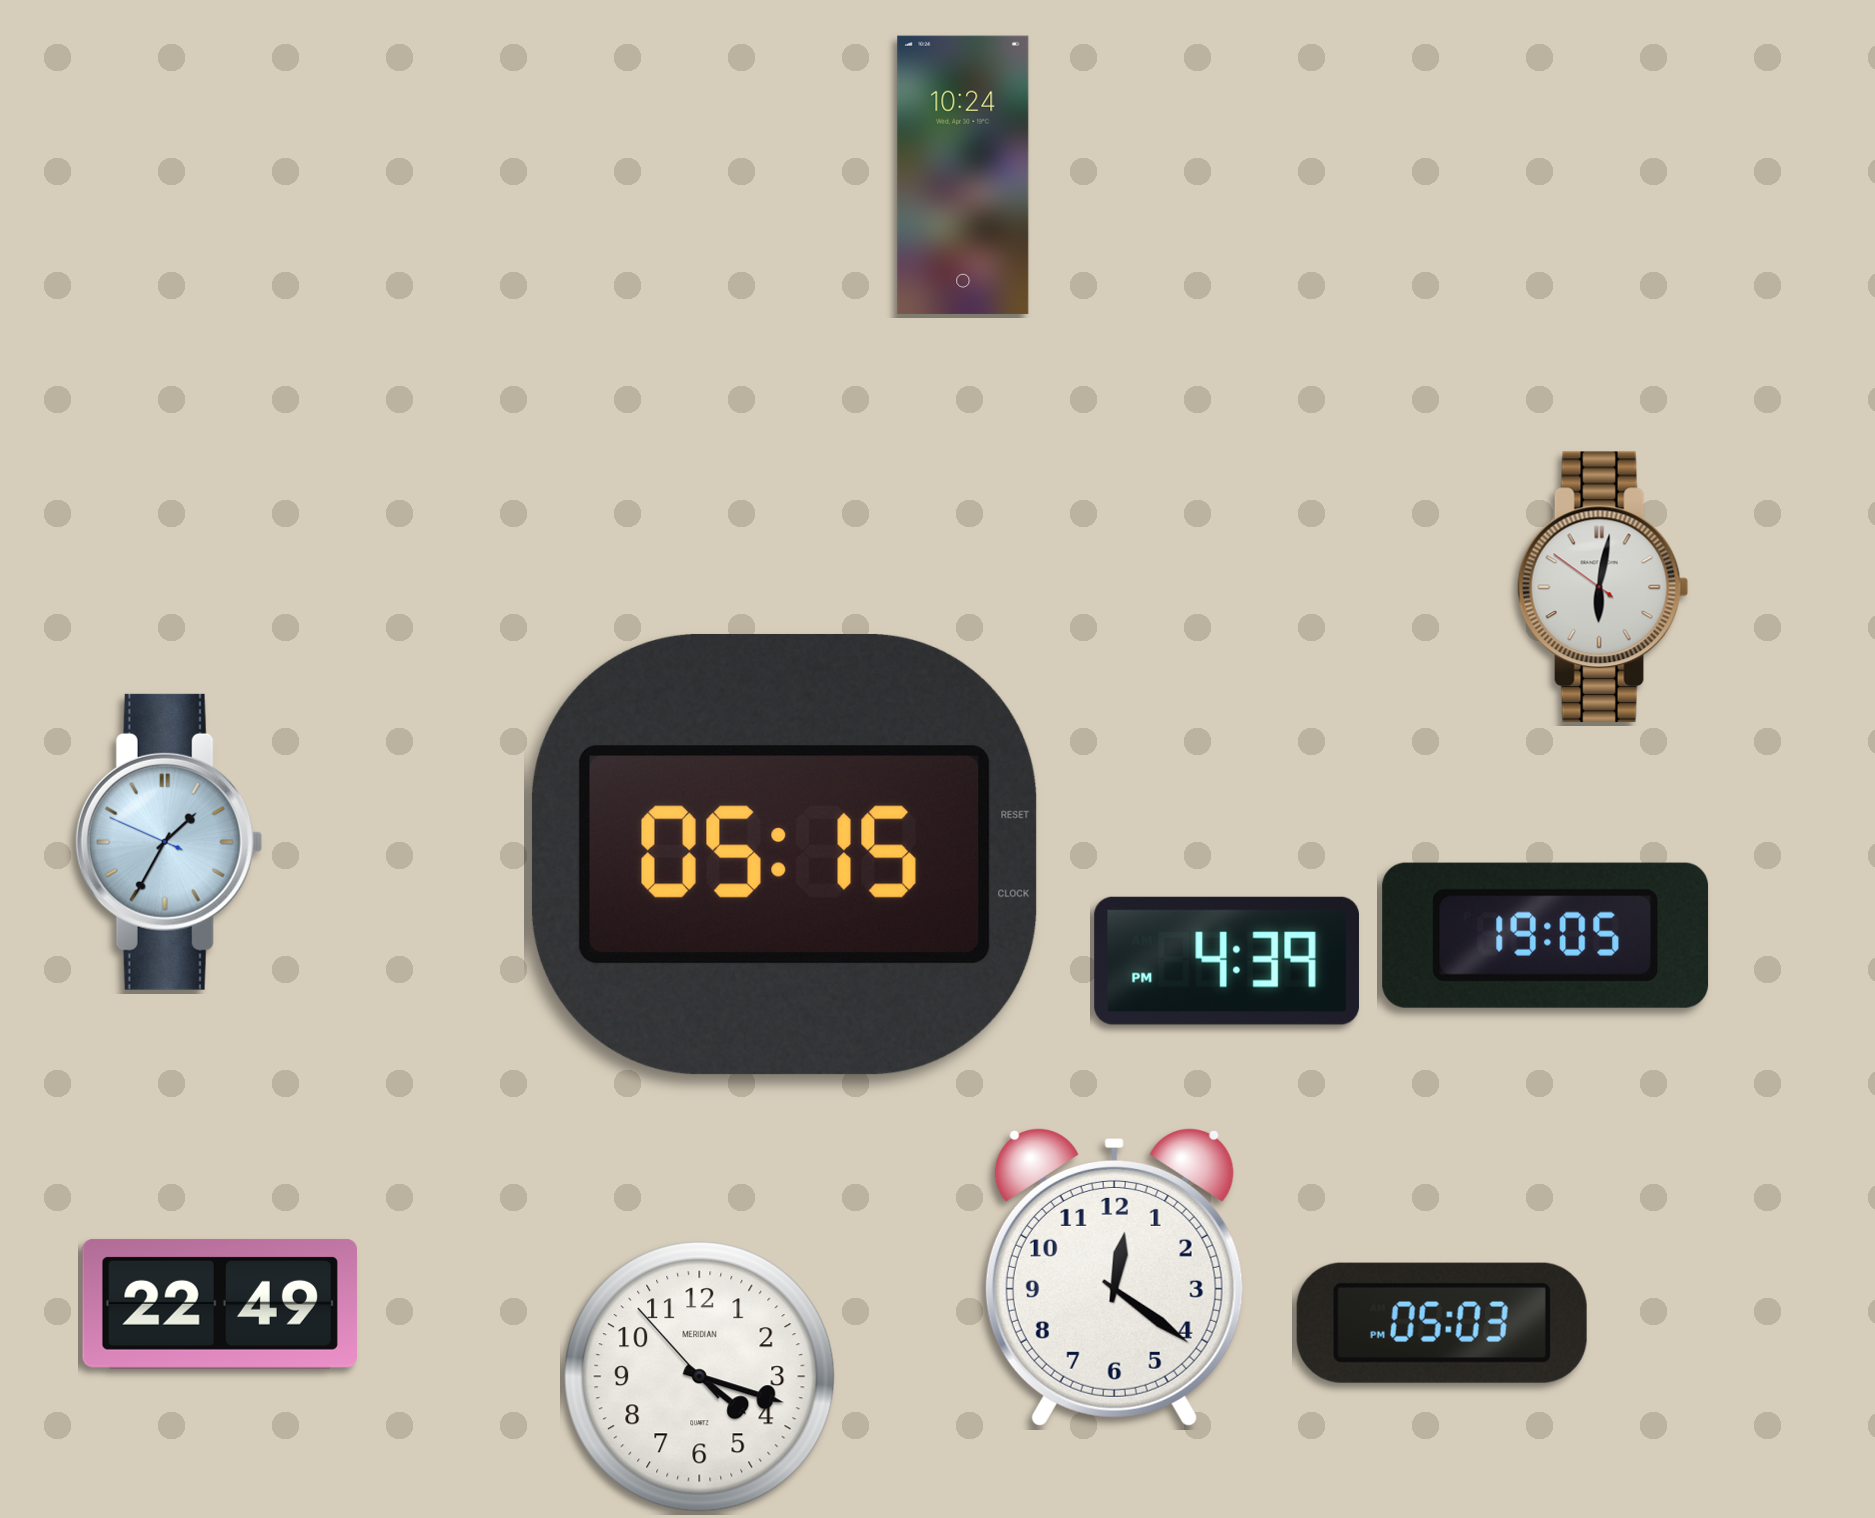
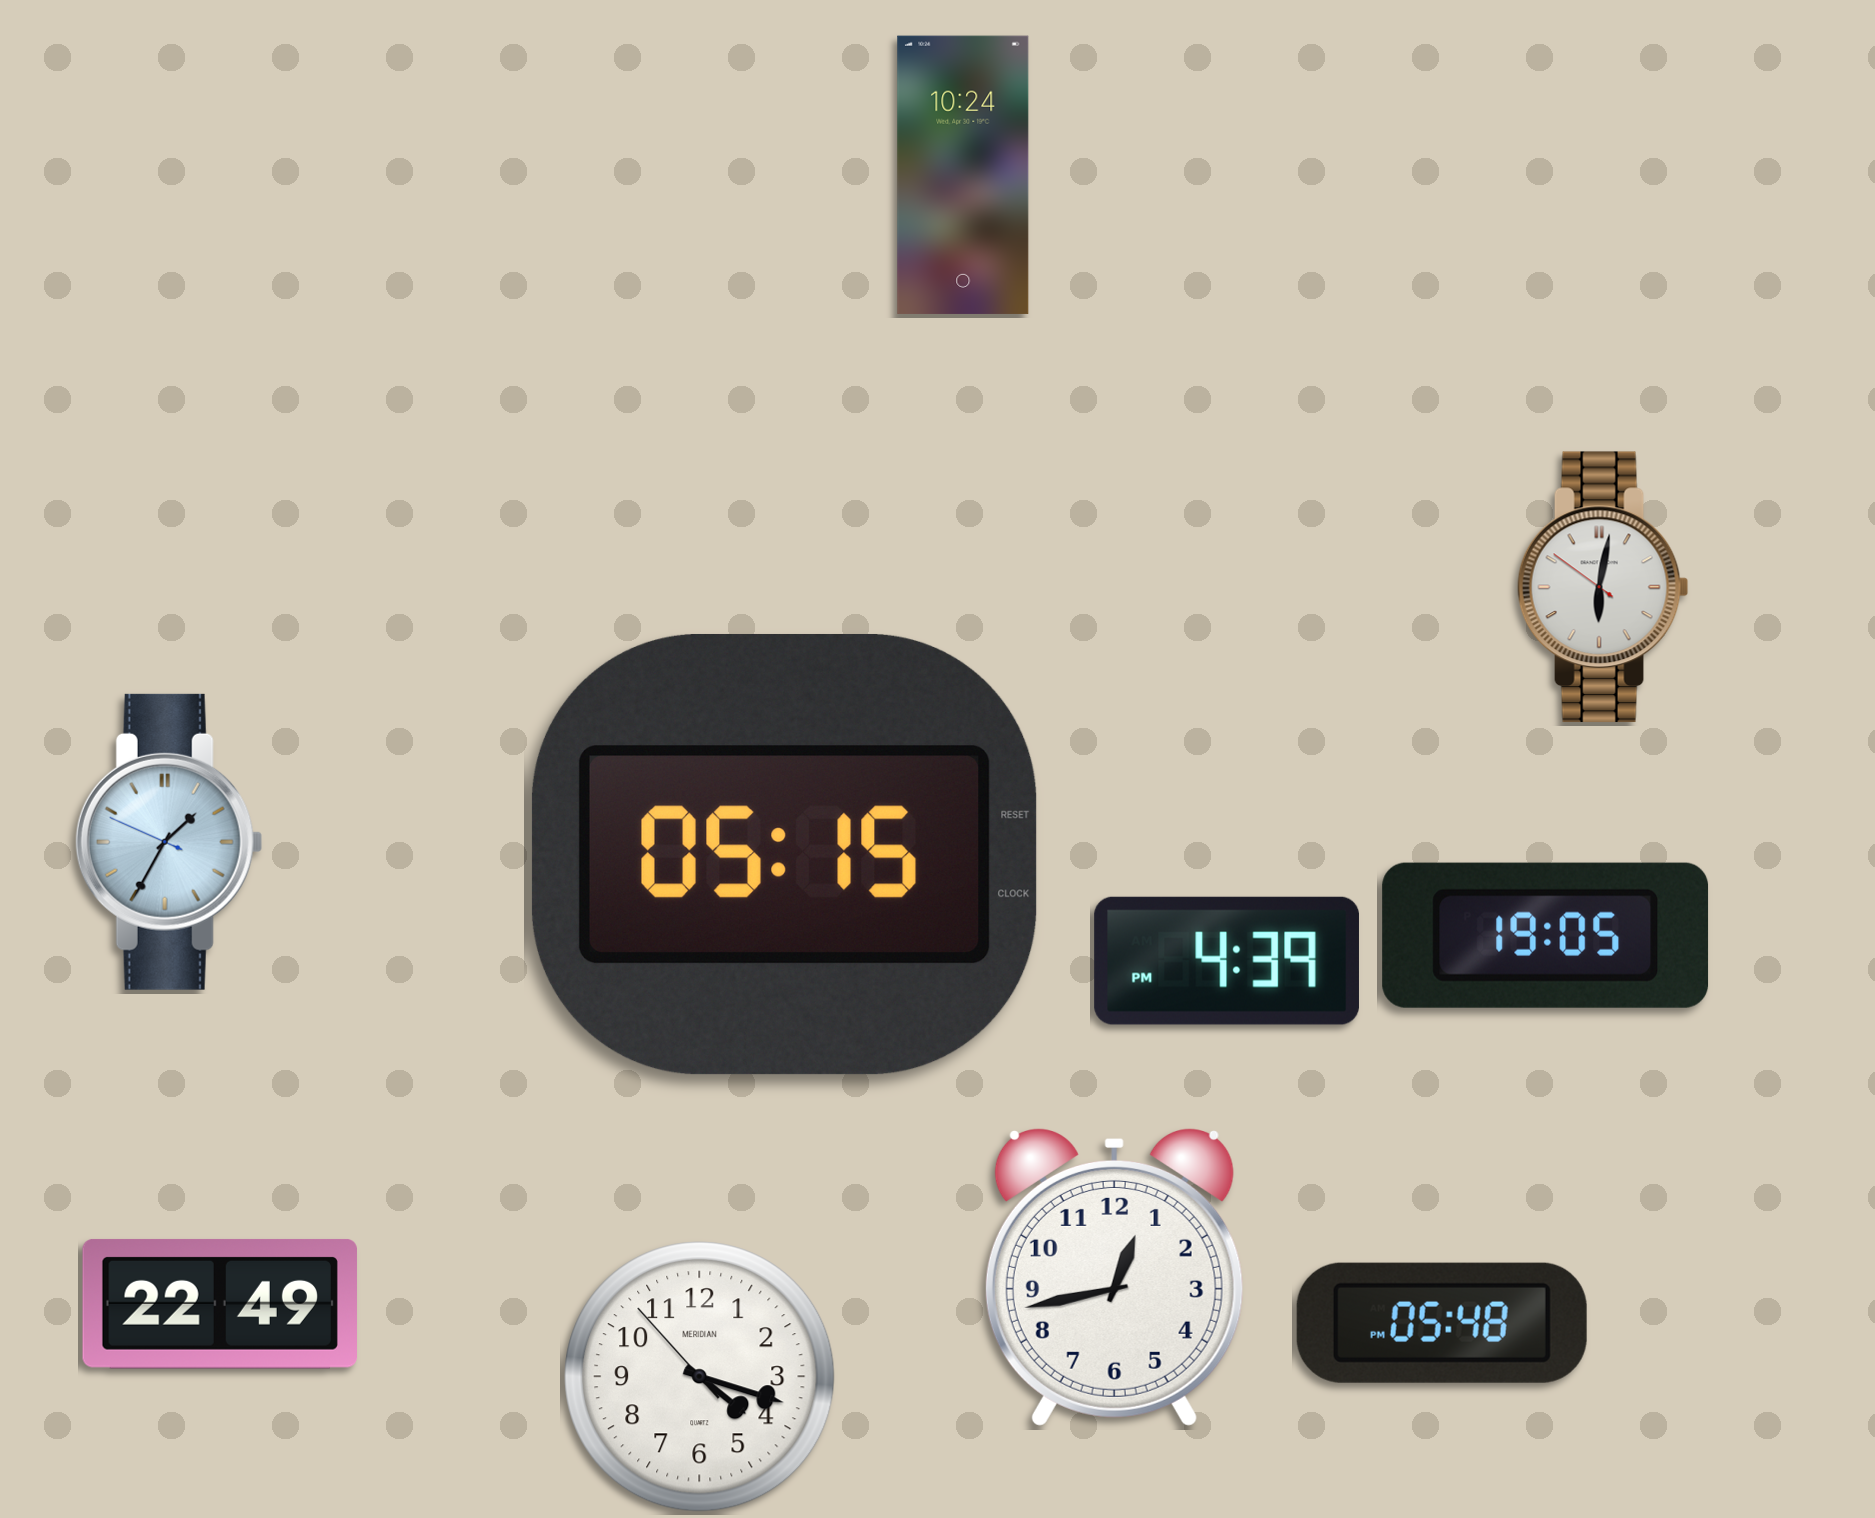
clock at (1114, 1278): 12:21 -> 12:43
clock at (1442, 1323): 05:03 -> 05:48
